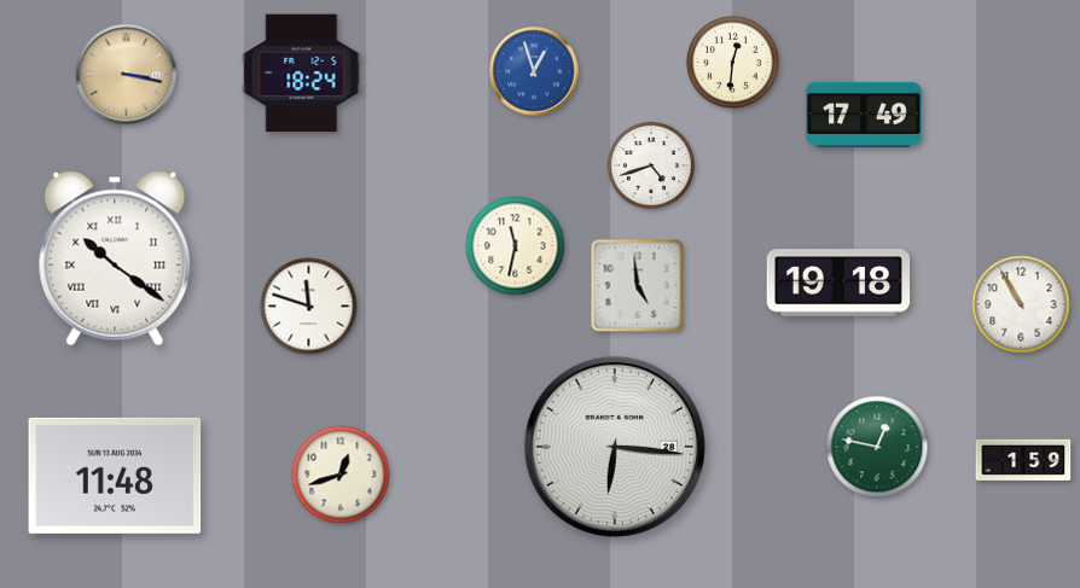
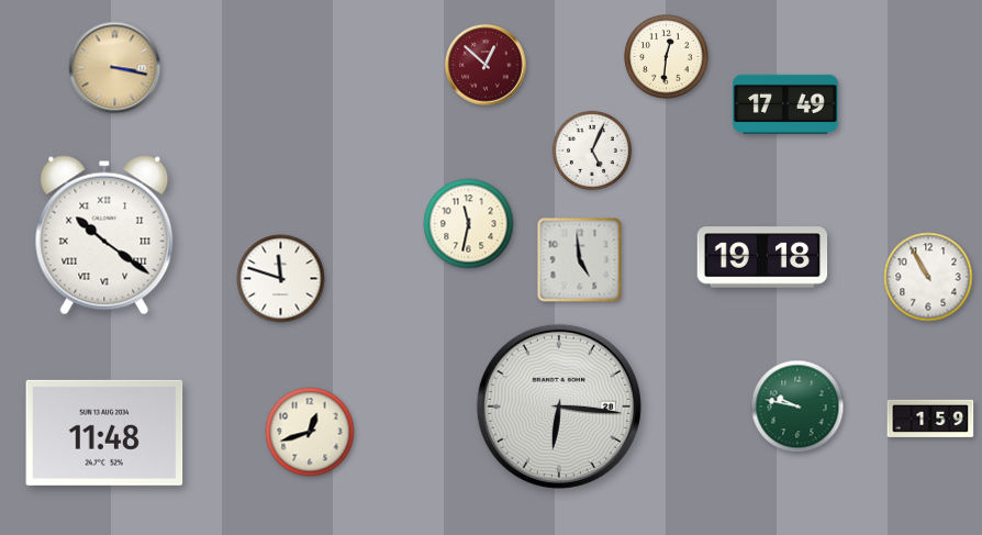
clock at (534, 71): 12:57 -> 12:52
clock at (534, 71) dial: blue -> burgundy
clock at (302, 74): 18:24 -> none
clock at (650, 164): 4:42 -> 5:04
clock at (877, 447): 12:47 -> 9:47
